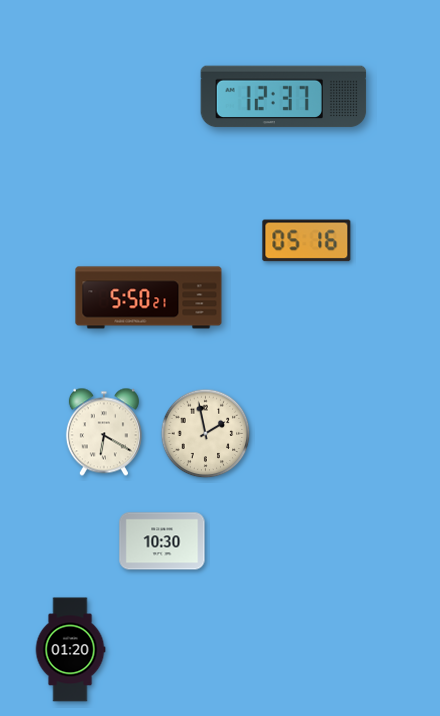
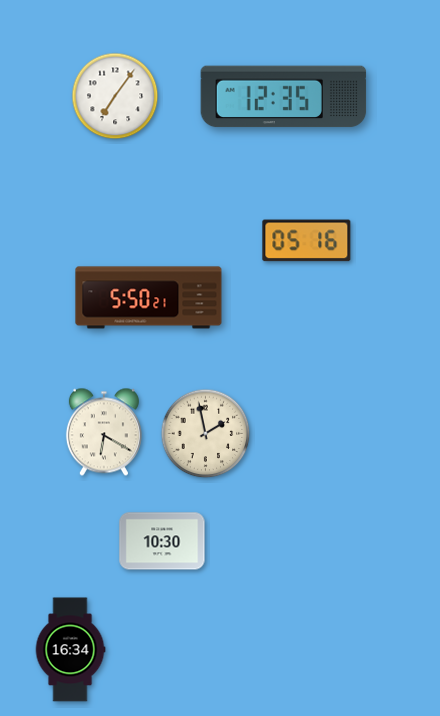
clock at (115, 96): none -> 7:06
clock at (284, 97): 12:37 -> 12:35
clock at (70, 650): 01:20 -> 16:34
